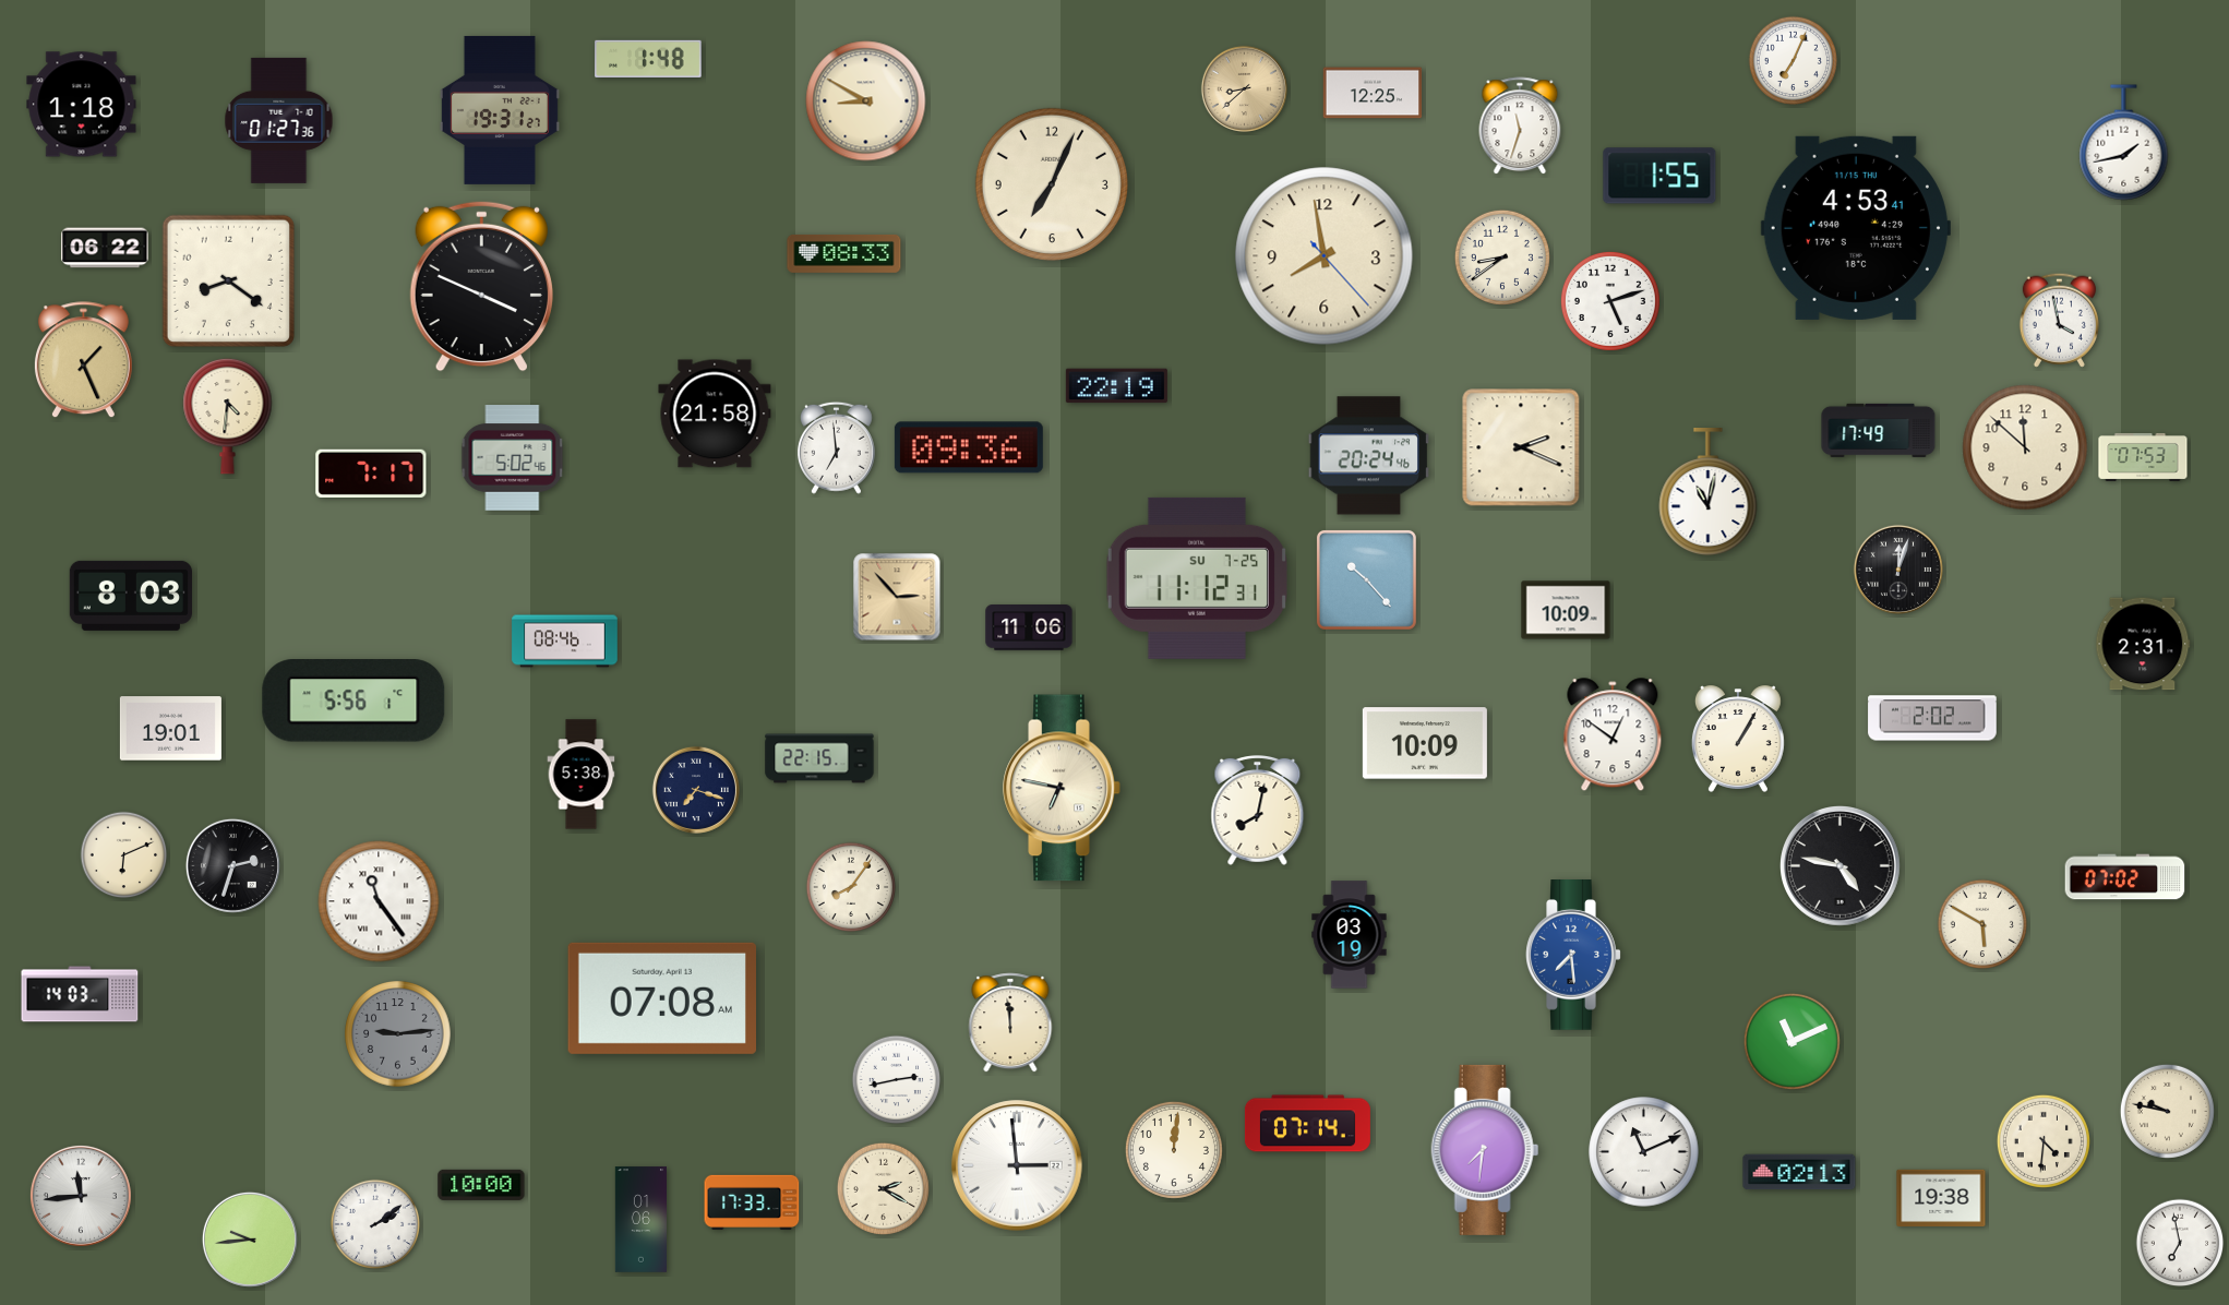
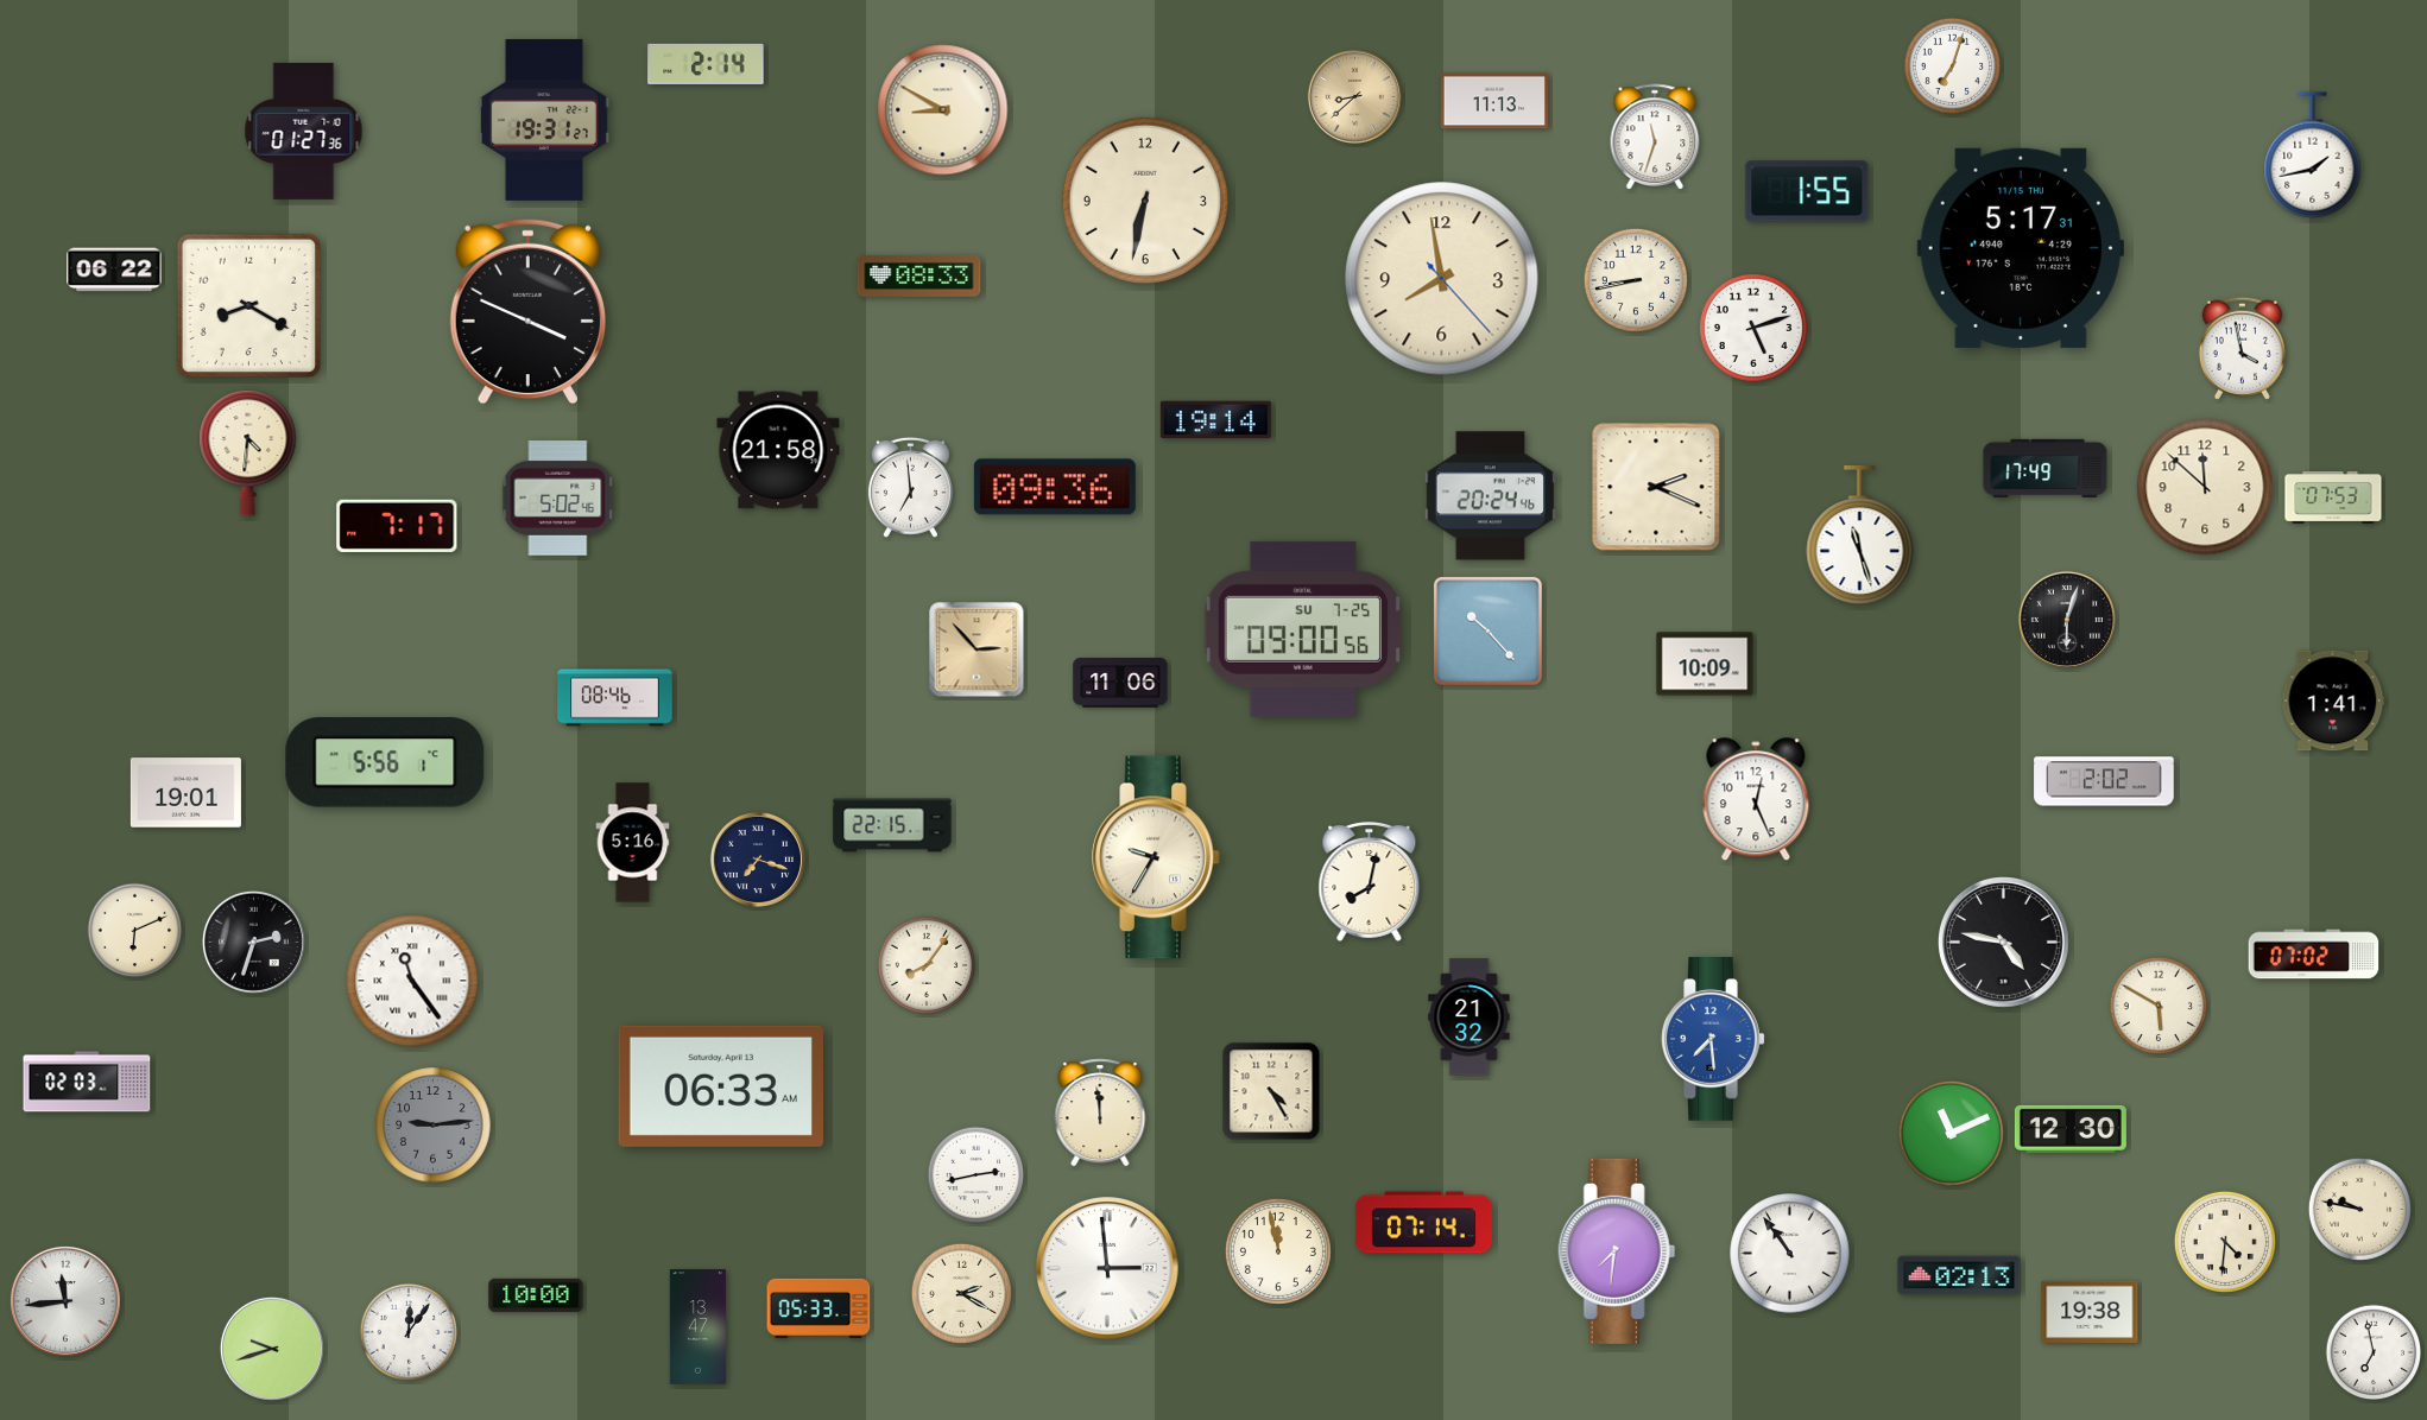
clock at (648, 59): 1:48 -> 2:14
clock at (1794, 61): 7:04 -> 7:03
clock at (1373, 93): 12:25 -> 11:13
clock at (82, 105): 1:18 -> none
clock at (1052, 184): 7:04 -> 6:32
clock at (1856, 228): 4:53 -> 5:17
clock at (1502, 258): 8:39 -> 8:43
clock at (228, 280): 8:21 -> 8:20
clock at (481, 287) position: (481, 287) -> (527, 312)
clock at (83, 360): 1:26 -> none
clock at (1116, 386): 22:19 -> 19:14
clock at (371, 474) position: (371, 474) -> (397, 526)
clock at (1709, 493): 11:02 -> 11:27
clock at (1898, 570): 12:03 -> 6:03
clock at (1196, 578): 11:12 -> 09:00
clock at (131, 596): 8:03 -> none
clock at (2143, 644): 2:31 -> 1:41
clock at (1613, 735): 12:51 -> 12:26
clock at (1738, 739): 1:05 -> none
clock at (1425, 743): 10:09 -> none
clock at (582, 775): 5:38 -> 5:16
clock at (1062, 788): 6:47 -> 9:35
clock at (1350, 935): 03:19 -> 21:32
clock at (80, 994): 14:03 -> 02:03
clock at (661, 998): 07:08 -> 06:33
clock at (1271, 1091): none -> 4:25
clock at (2071, 1129): none -> 12:30
clock at (1174, 1150): 12:01 -> 11:58
clock at (1644, 1152): 11:11 -> 10:54
clock at (481, 1185) position: (481, 1185) -> (536, 1295)
clock at (81, 1196) position: (81, 1196) -> (65, 1301)
clock at (1941, 1197) position: (1941, 1197) -> (2090, 1311)
clock at (752, 1202): 17:33 -> 05:33
clock at (640, 1220): 01:06 -> 13:47
clock at (375, 1224): 2:09 -> 12:06
clock at (250, 1240): 9:44 -> 9:42
